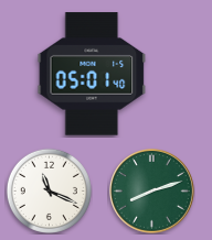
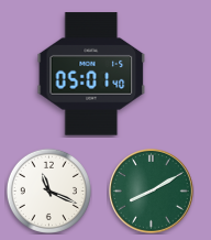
clock at (152, 192): 8:12 -> 8:10
